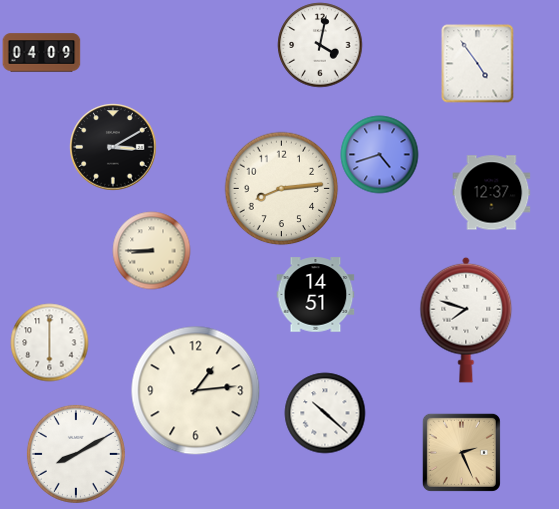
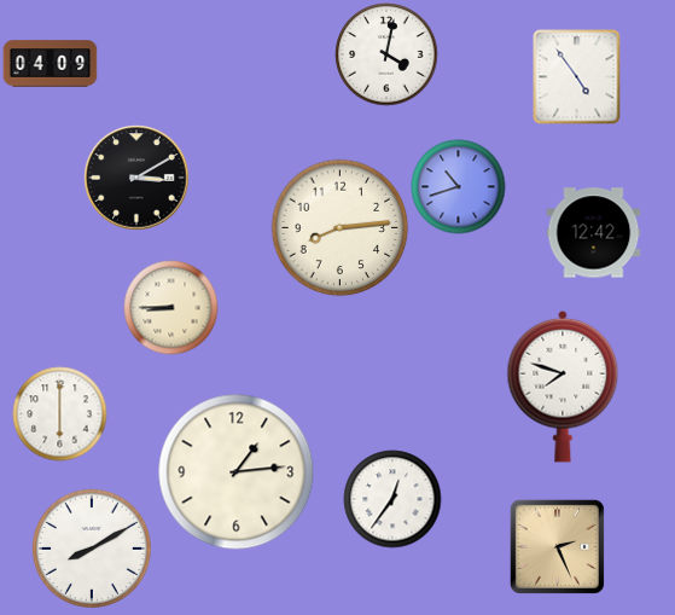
clock at (379, 154): 4:42 -> 10:42
clock at (491, 193): 12:37 -> 12:42
clock at (151, 250) position: (151, 250) -> (170, 307)
clock at (315, 295): 14:51 -> none
clock at (325, 413): 10:22 -> 12:36
